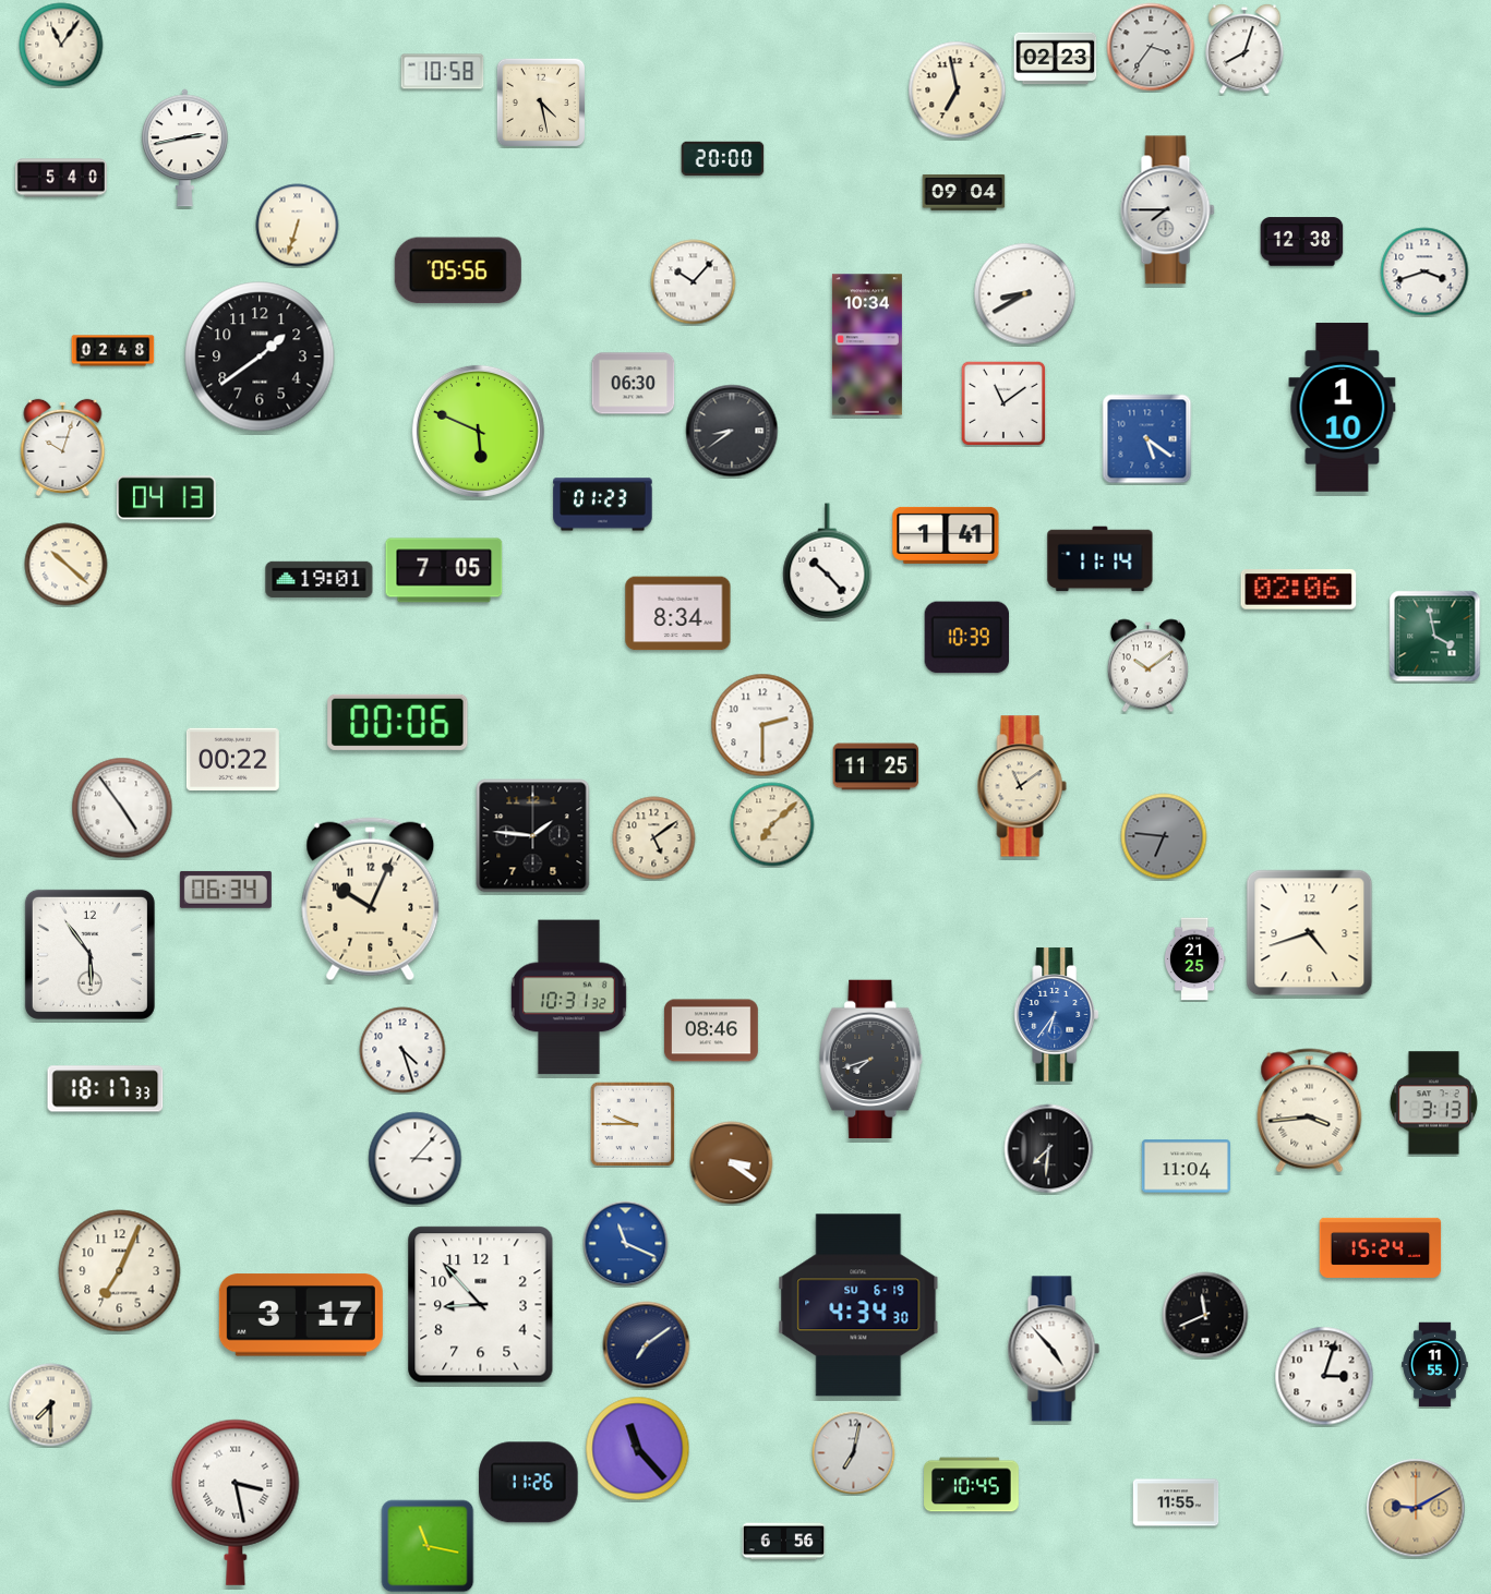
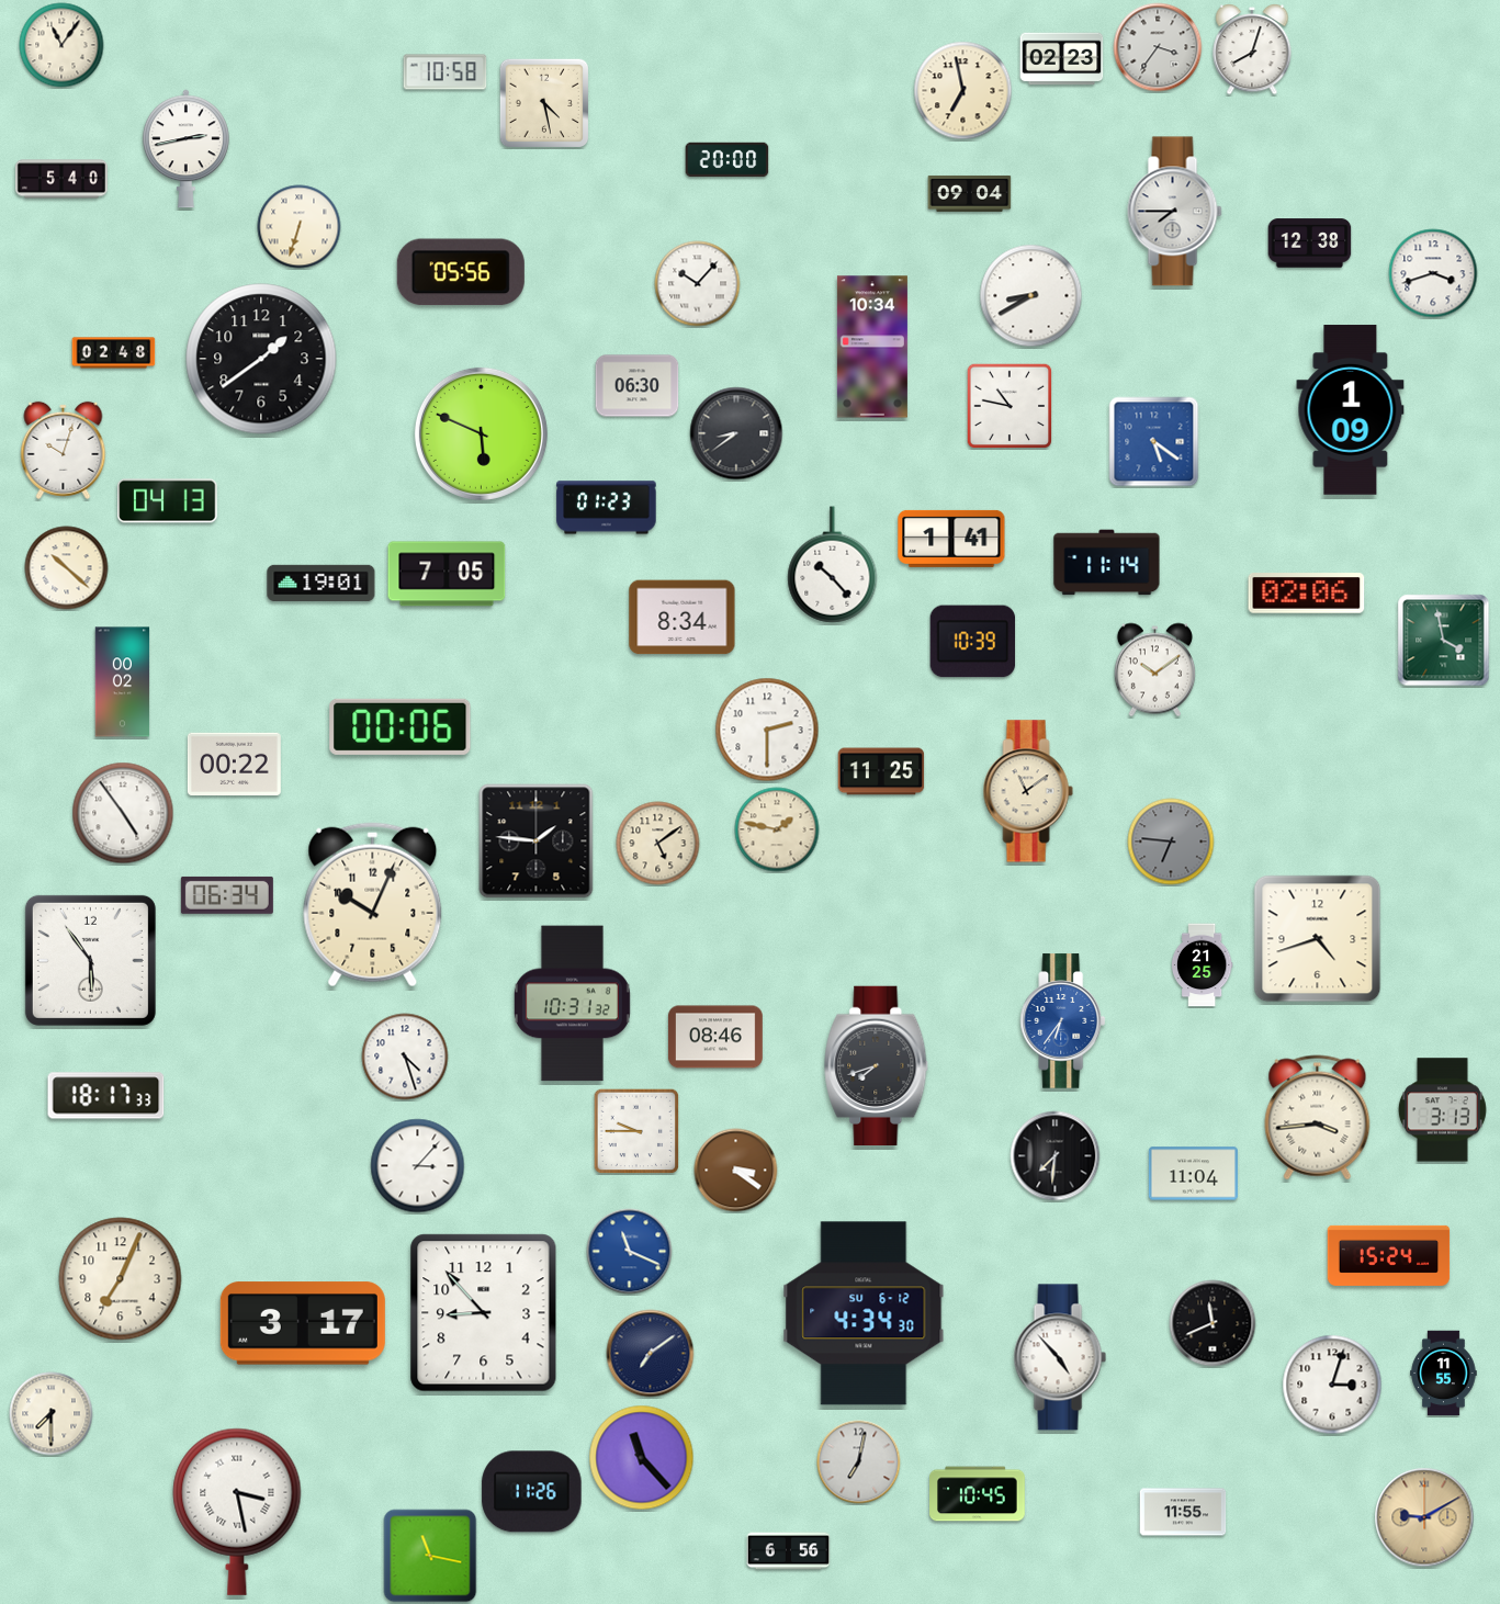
clock at (1003, 403): 11:09 -> 10:47
clock at (1343, 408): 1:10 -> 1:09
clock at (123, 682): none -> 00:02
clock at (772, 824): 7:08 -> 1:47
clock at (858, 1305) date: SU 6-19 -> SU 6-12
